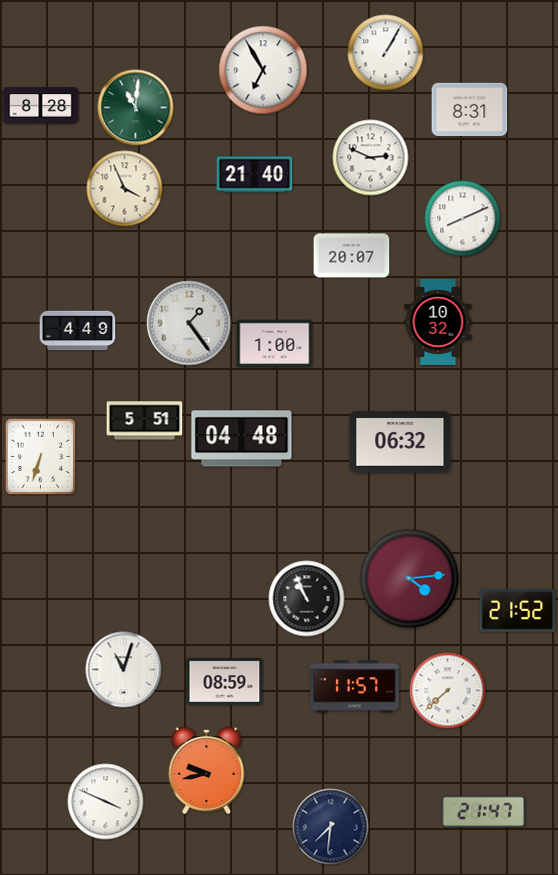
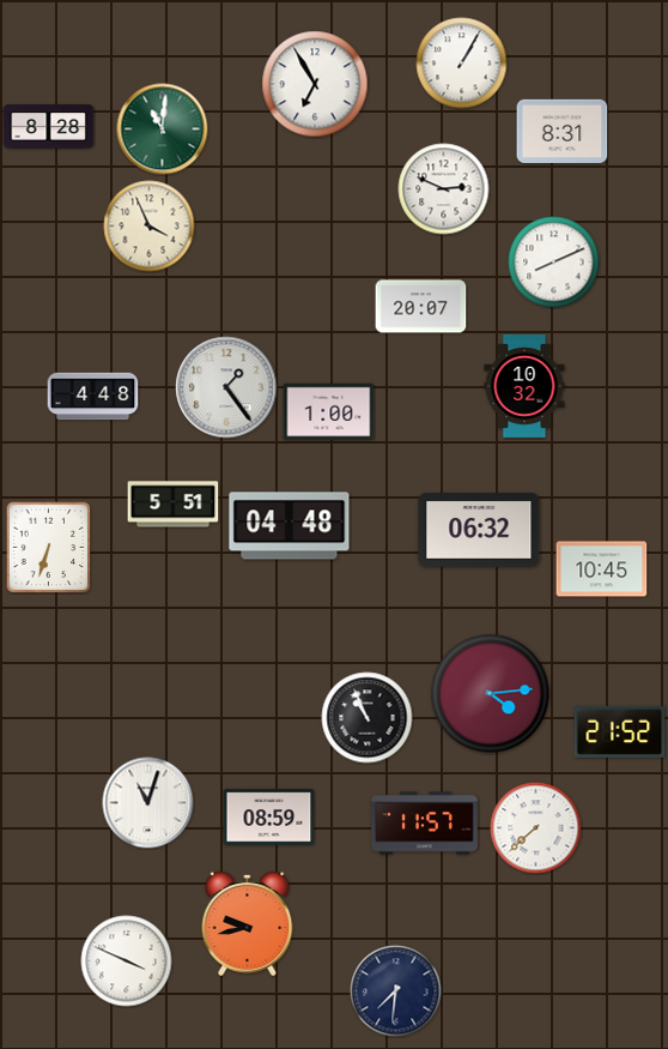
clock at (255, 175): 21:40 -> none
clock at (78, 331): 4:49 -> 4:48
clock at (602, 569): none -> 10:45
clock at (483, 812): 21:47 -> none
